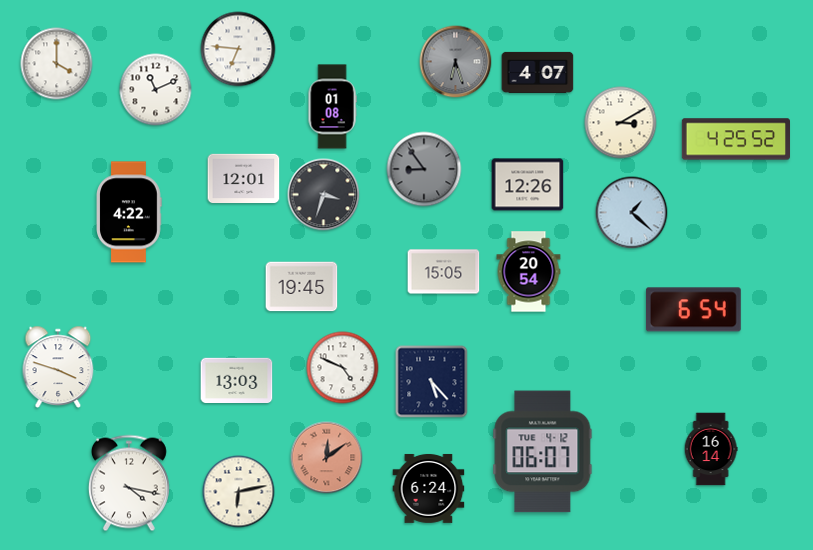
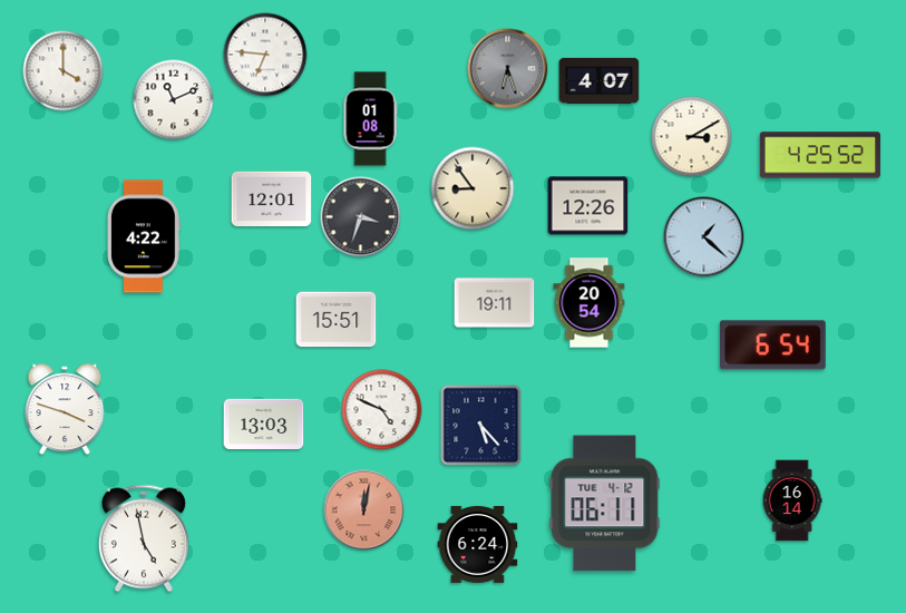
clock at (424, 169) dial: grey -> cream
clock at (444, 272): 15:05 -> 19:11
clock at (302, 287): 19:45 -> 15:51
clock at (543, 452): 06:07 -> 06:11
clock at (327, 458): 12:09 -> 12:02
clock at (129, 483): 4:17 -> 4:58
clock at (239, 492): 6:13 -> none
